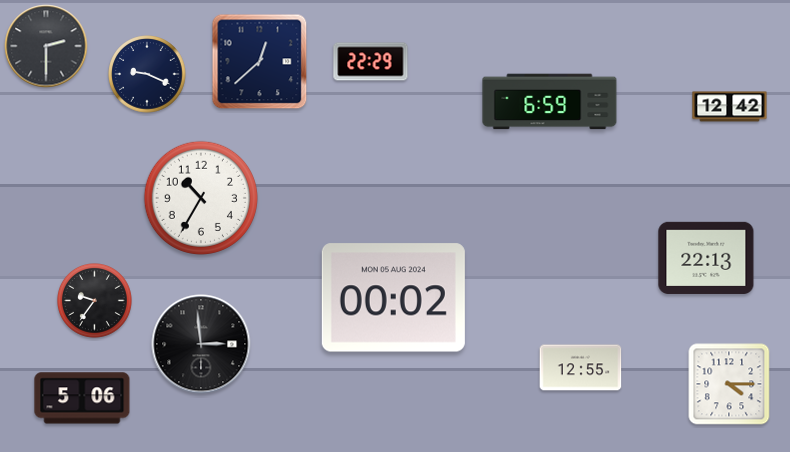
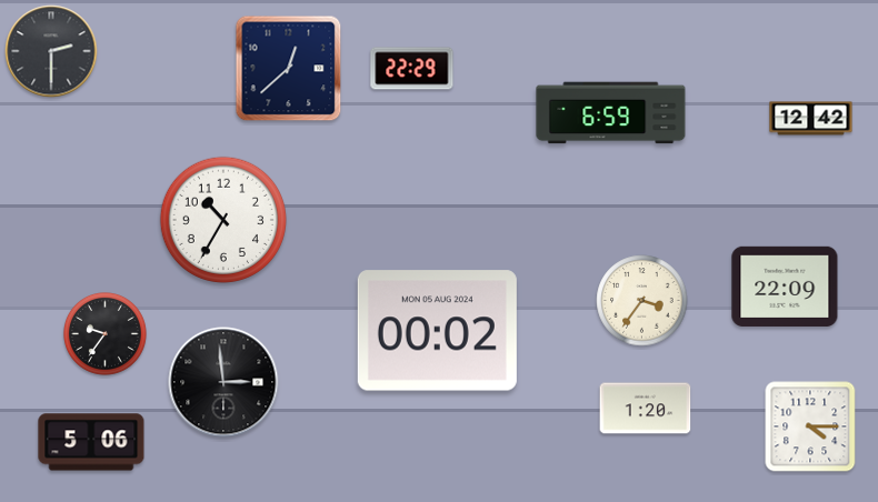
clock at (147, 74): 9:19 -> none
clock at (706, 258): 22:13 -> 22:09
clock at (642, 301): none -> 3:36
clock at (581, 368): 12:55 -> 1:20
